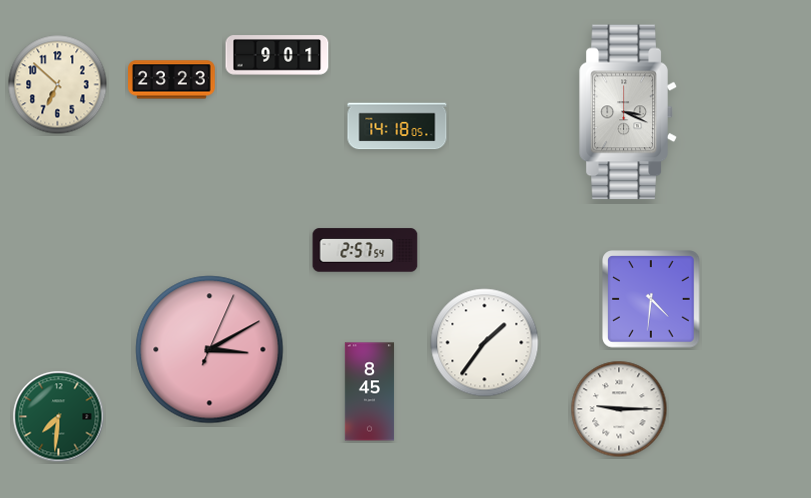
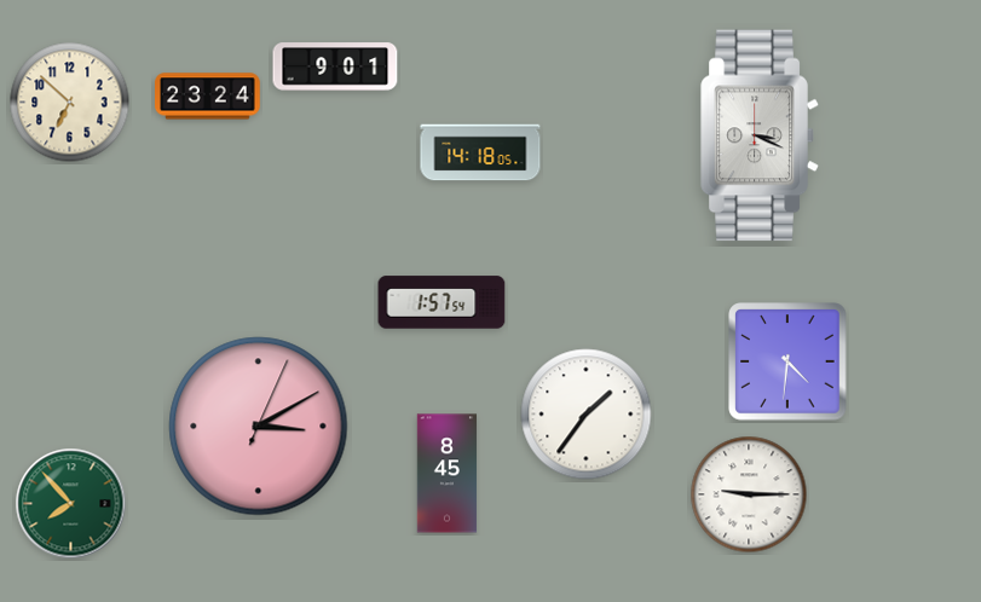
clock at (172, 80): 23:23 -> 23:24
clock at (365, 250): 2:57 -> 1:57
clock at (210, 350) position: (210, 350) -> (259, 427)
clock at (59, 417): 7:31 -> 7:53
